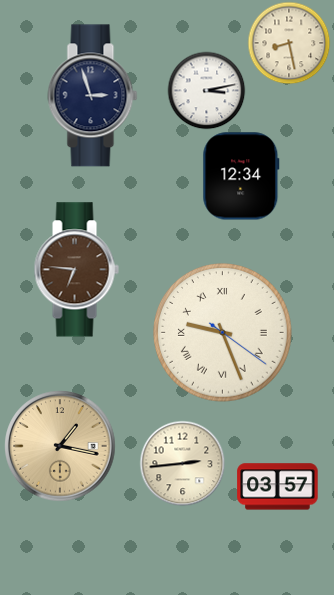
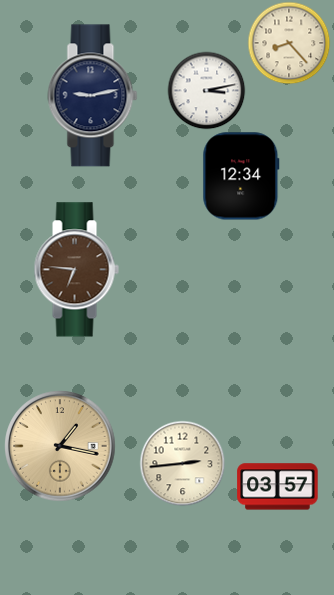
clock at (289, 43): 8:28 -> 8:23
clock at (93, 96): 2:57 -> 9:13
clock at (223, 333): 9:26 -> none
